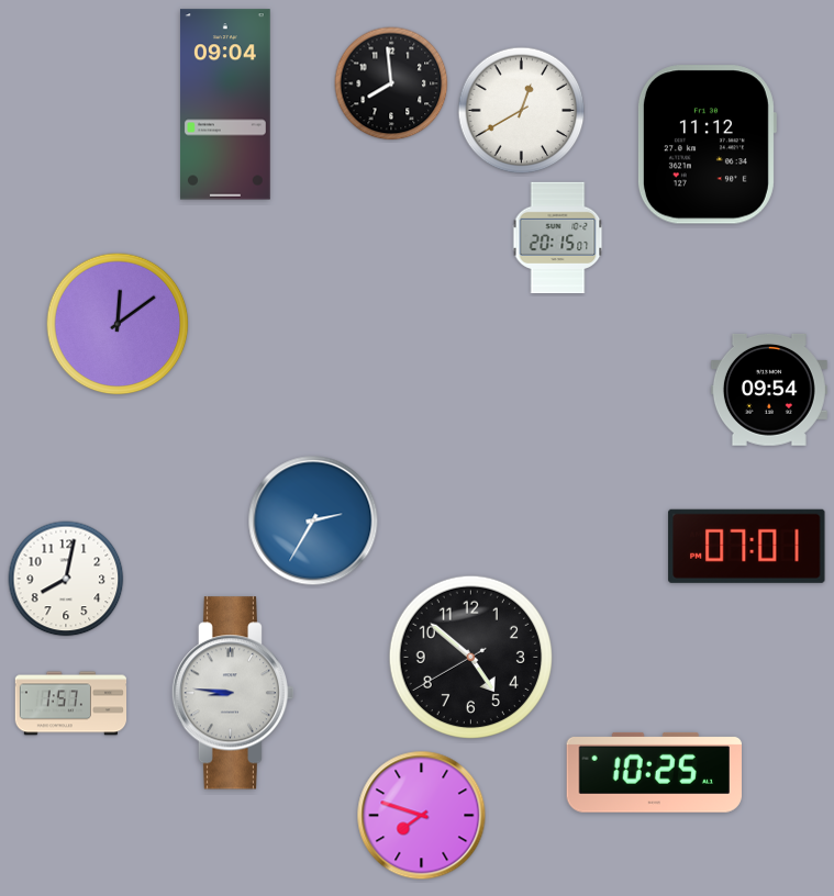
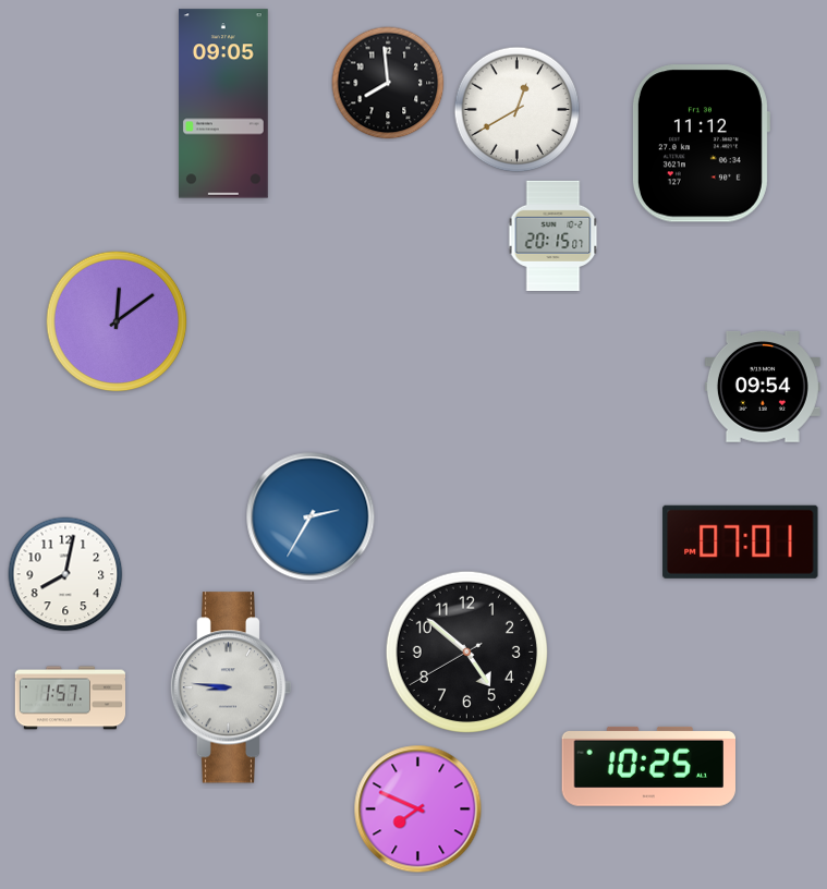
clock at (225, 104): 09:04 -> 09:05
clock at (422, 816): 7:48 -> 7:49
